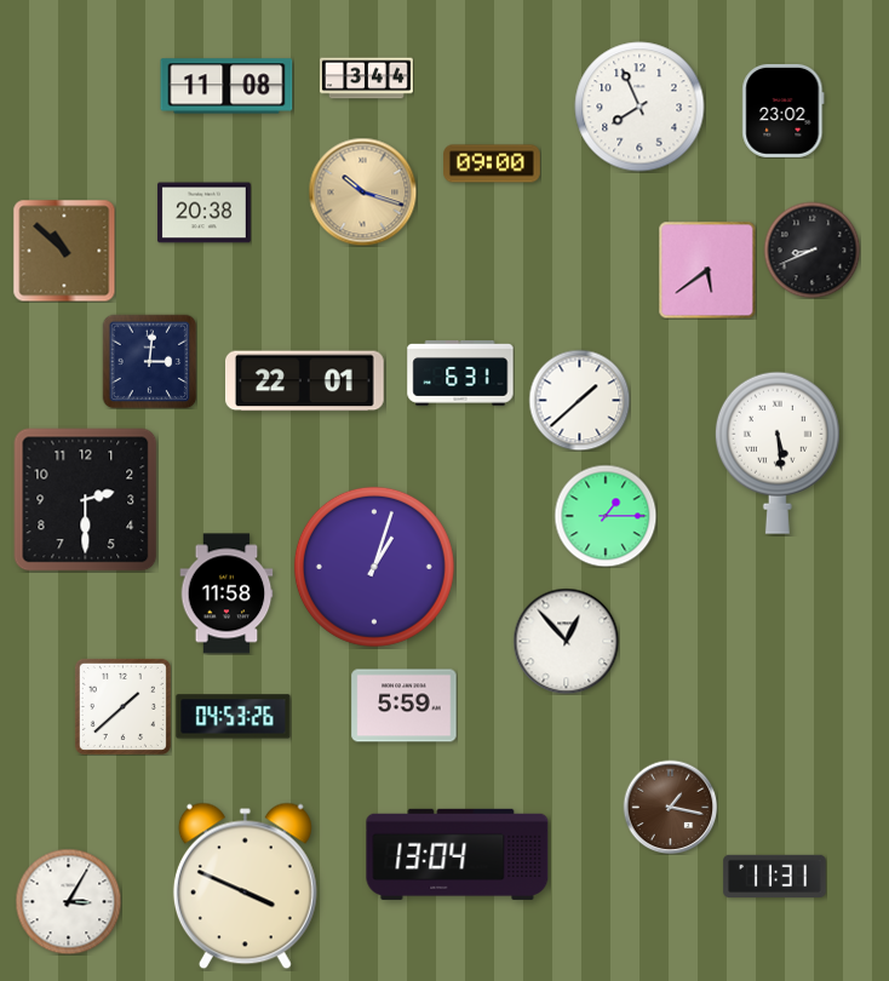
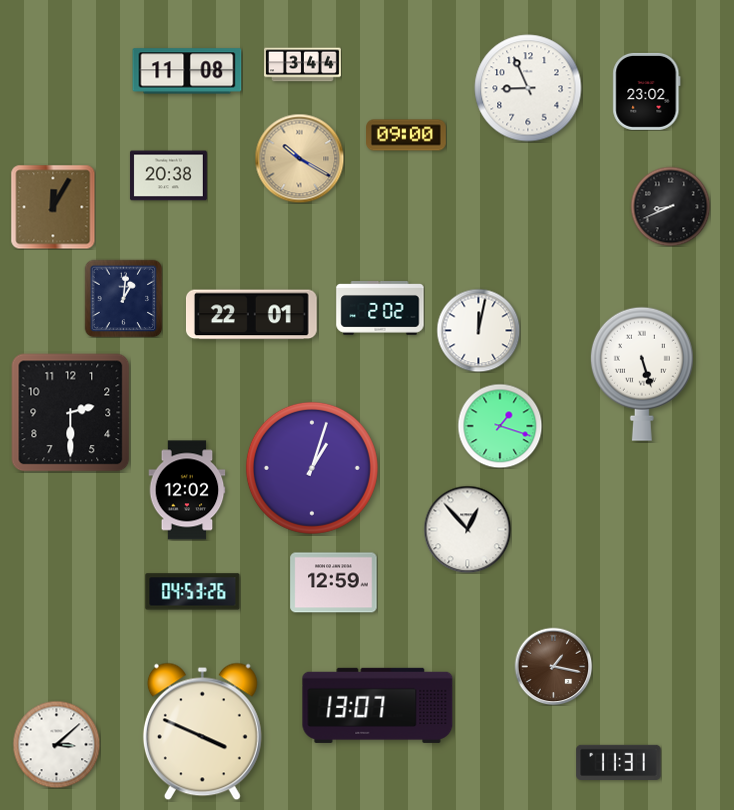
clock at (639, 107): 7:56 -> 8:56
clock at (362, 191): 10:18 -> 10:20
clock at (64, 251): 10:52 -> 12:05
clock at (707, 270): 5:39 -> none
clock at (149, 361): 3:01 -> 1:01
clock at (460, 374): 6:31 -> 2:02
clock at (579, 400): 1:38 -> 12:02
clock at (778, 453): 5:29 -> 5:27
clock at (606, 516): 1:15 -> 1:18
clock at (374, 567) position: (374, 567) -> (312, 468)
clock at (226, 593): 11:58 -> 12:02
clock at (122, 706): 1:38 -> none
clock at (405, 706): 5:59 -> 12:59
clock at (458, 854): 13:04 -> 13:07
clock at (775, 876) position: (775, 876) -> (619, 762)
clock at (68, 901): 3:05 -> 3:08
